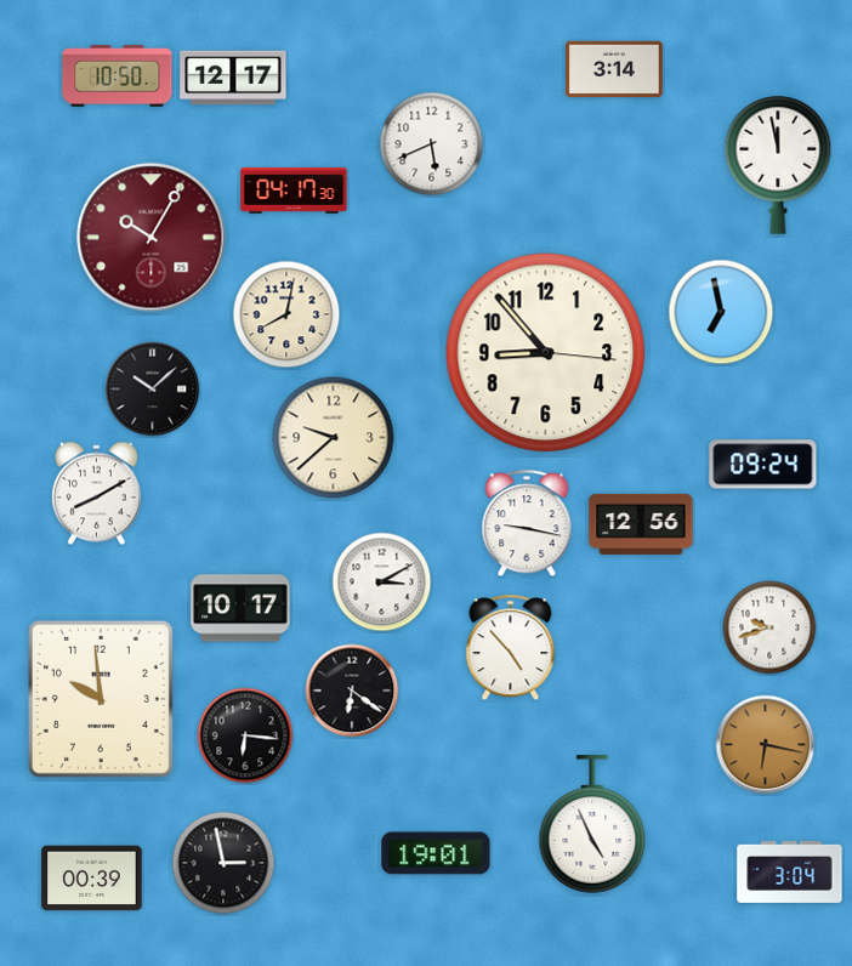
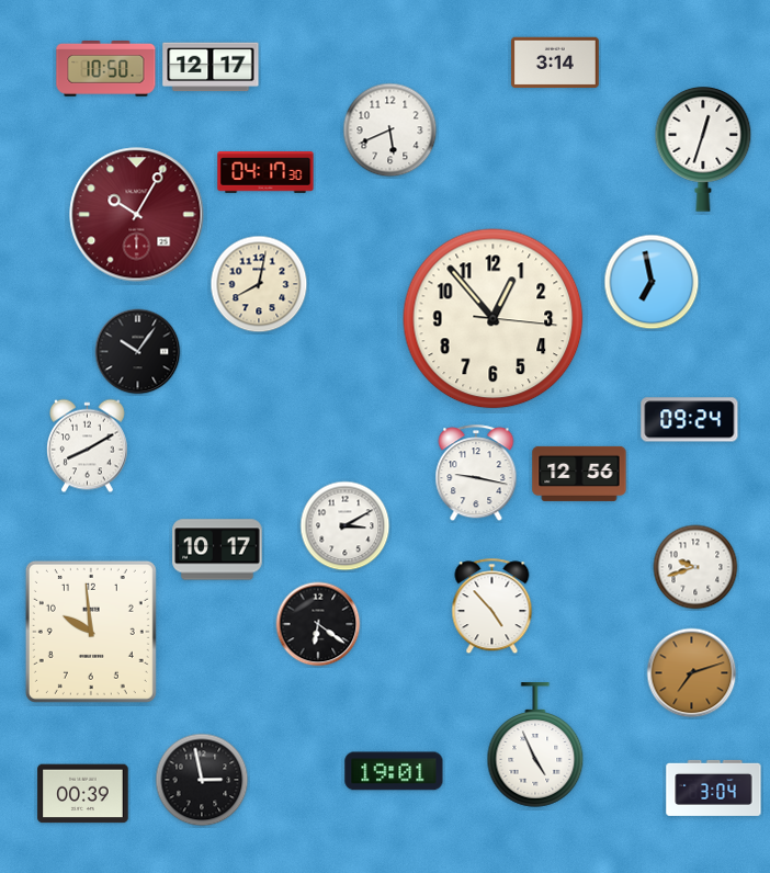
clock at (233, 78) position: (233, 78) -> (211, 67)
clock at (778, 165): 11:58 -> 12:33
clock at (546, 353): 8:53 -> 12:53
clock at (153, 390): 10:08 -> 10:06
clock at (334, 438): 9:38 -> none
clock at (511, 648) position: (511, 648) -> (492, 606)
clock at (245, 735): 6:16 -> none
clock at (766, 745): 6:17 -> 7:12
